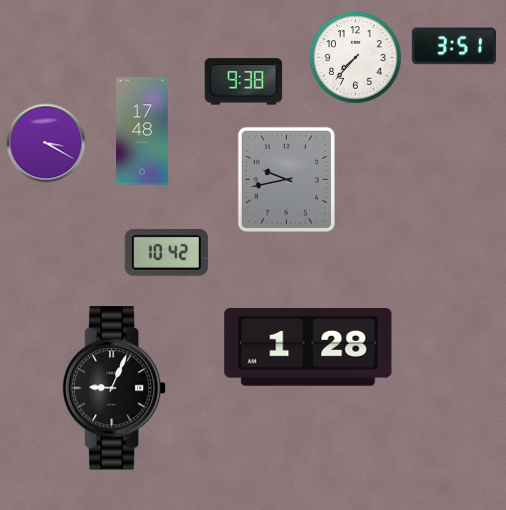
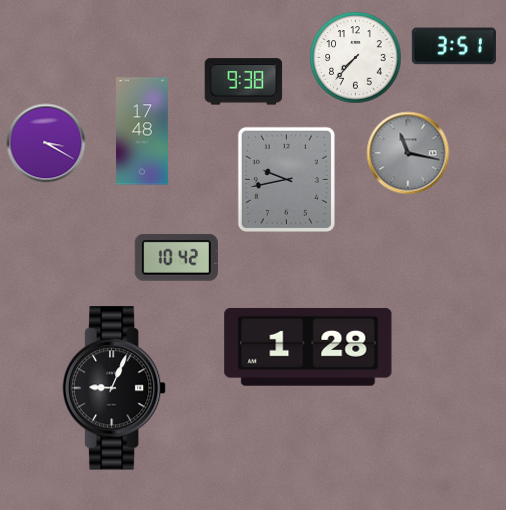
clock at (408, 153): none -> 11:17
clock at (166, 252) position: (166, 252) -> (176, 257)
